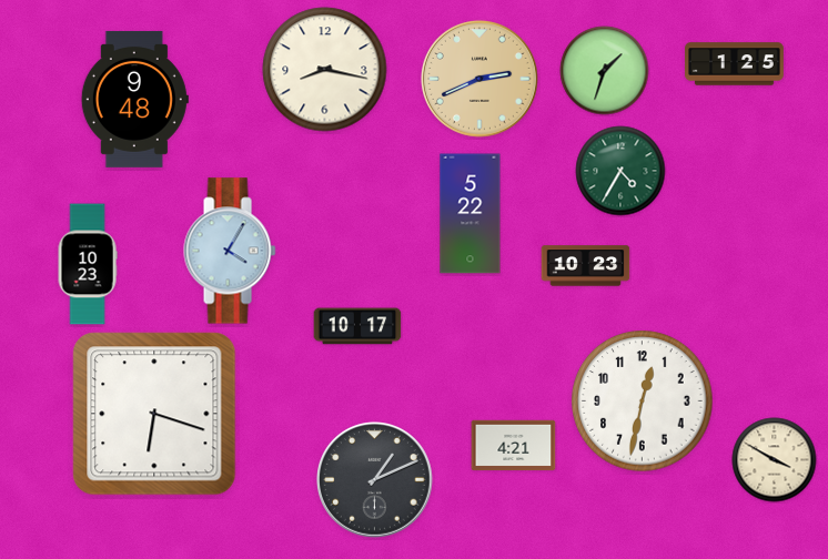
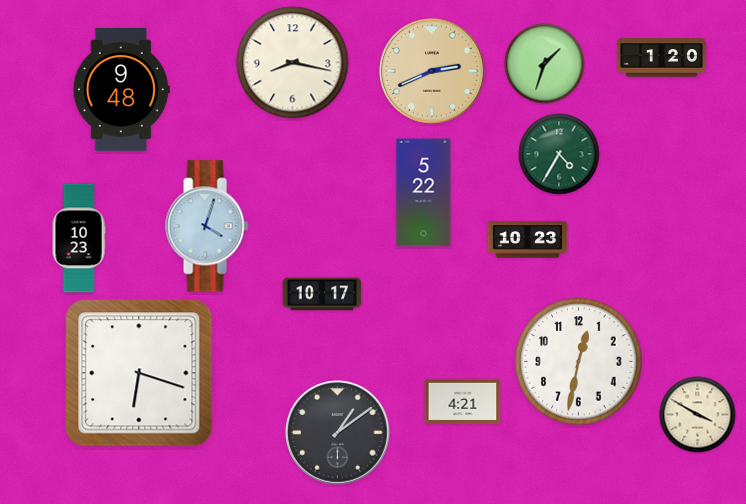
clock at (735, 64): 1:25 -> 1:20
clock at (230, 251): 4:05 -> 4:03
clock at (375, 480): 1:11 -> 1:09
